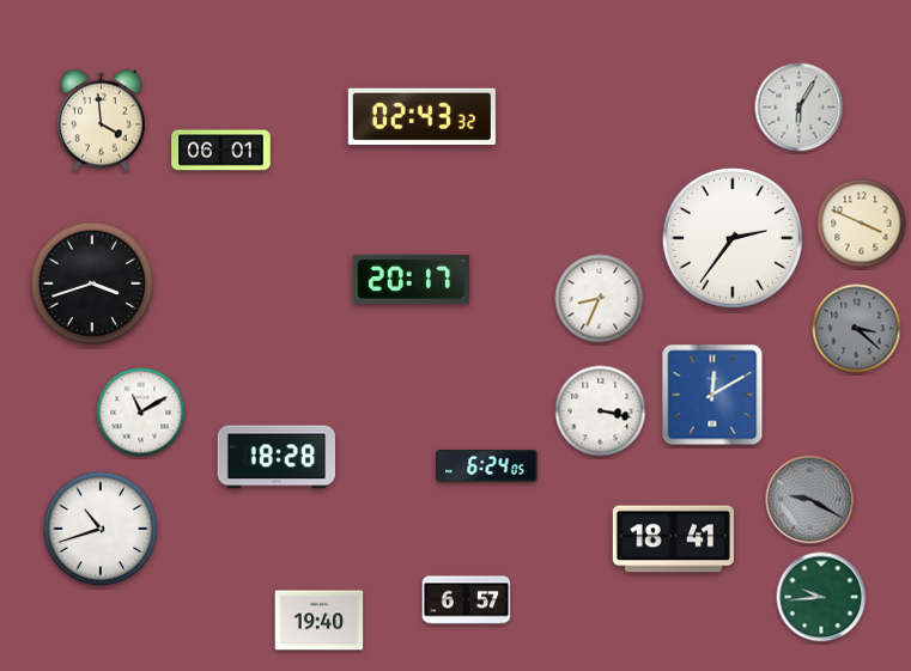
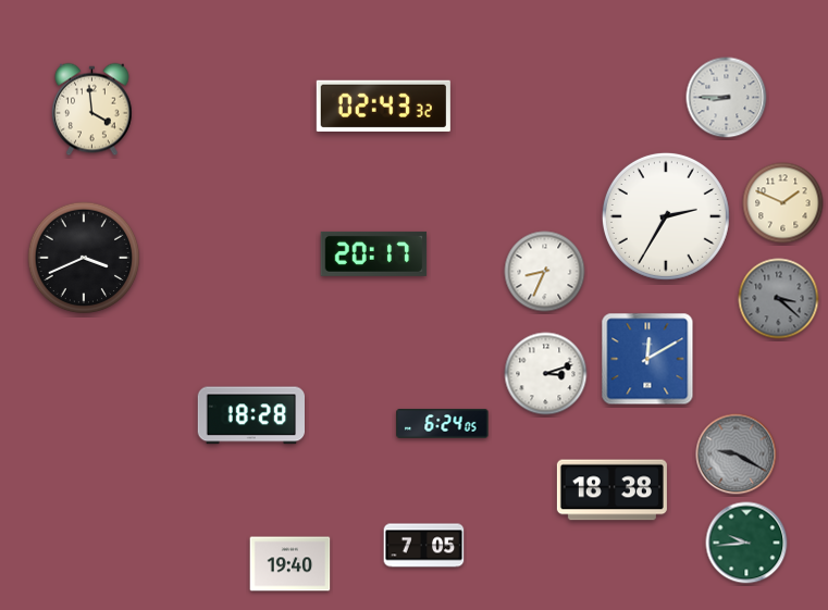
clock at (800, 108): 6:05 -> 8:45
clock at (221, 151): 06:01 -> none
clock at (862, 224): 3:49 -> 1:49
clock at (733, 238): 2:36 -> 2:35
clock at (92, 283): 3:42 -> 3:41
clock at (601, 411): 3:17 -> 3:12
clock at (141, 413): 11:10 -> none
clock at (101, 529): 10:42 -> none
clock at (673, 539): 18:41 -> 18:38
clock at (467, 600): 6:57 -> 7:05
